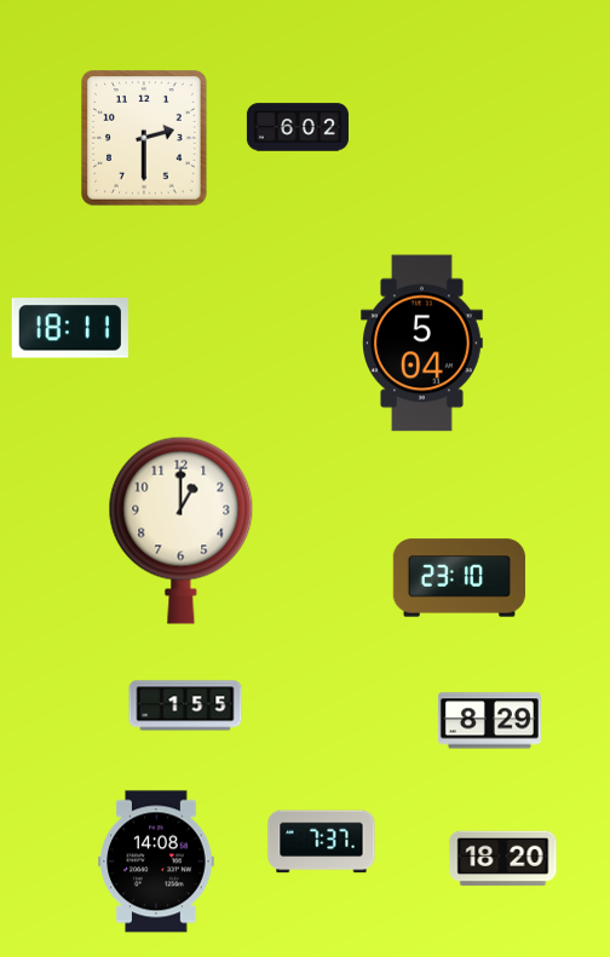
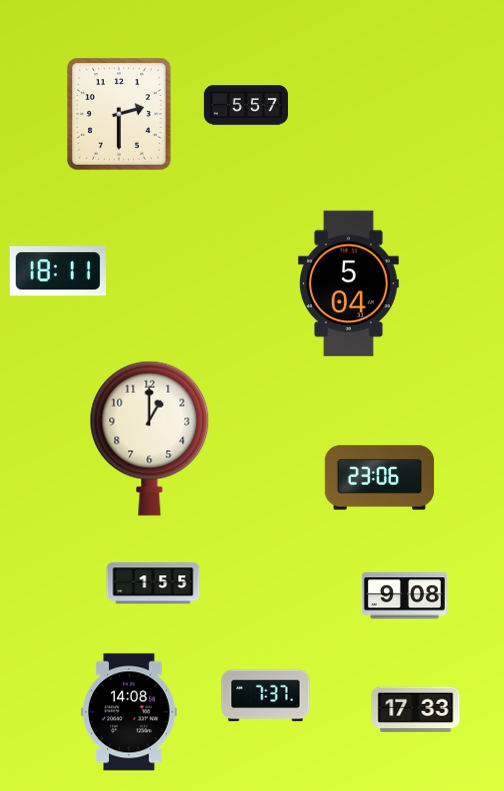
clock at (298, 127): 6:02 -> 5:57
clock at (459, 578): 23:10 -> 23:06
clock at (489, 721): 8:29 -> 9:08
clock at (503, 859): 18:20 -> 17:33
